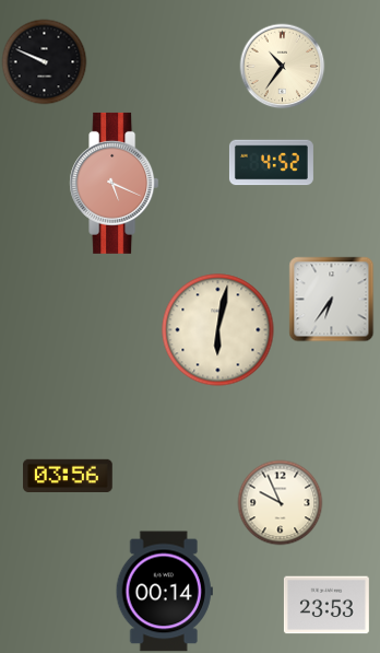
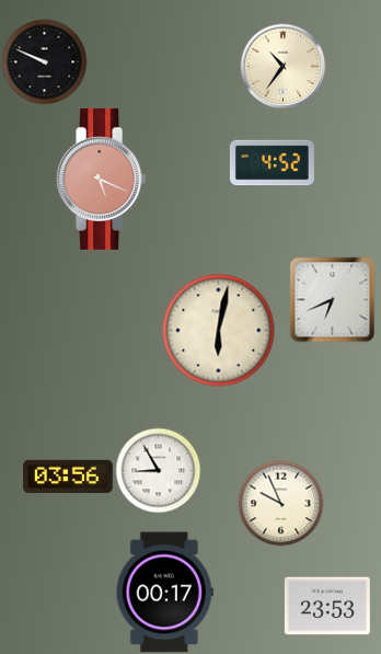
clock at (115, 183) position: (115, 183) -> (102, 179)
clock at (331, 299): 6:36 -> 6:41
clock at (158, 470): none -> 8:55
clock at (164, 592): 00:14 -> 00:17
